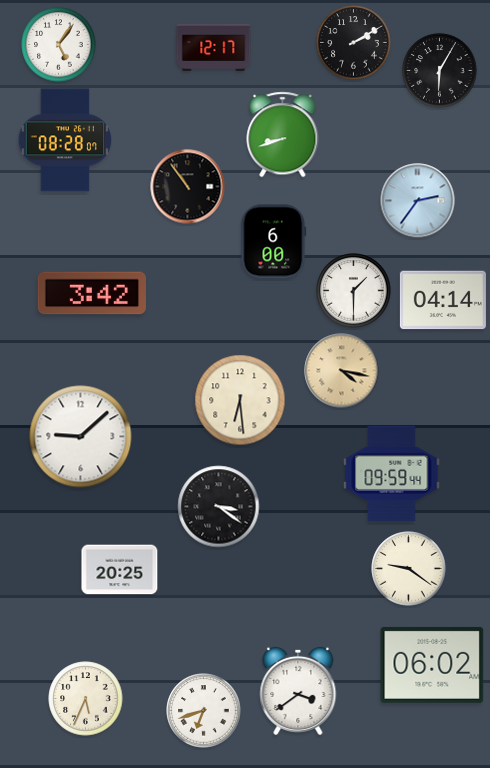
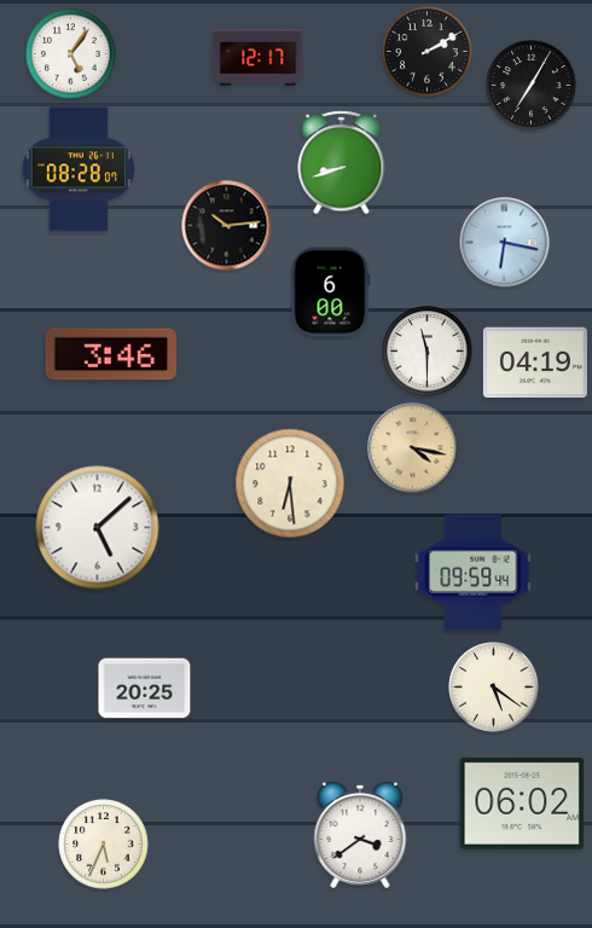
clock at (440, 71): 6:05 -> 7:05
clock at (188, 187): 10:54 -> 10:14
clock at (418, 201): 2:36 -> 6:17
clock at (354, 291): 1:30 -> 11:30
clock at (91, 293): 3:42 -> 3:46
clock at (443, 300): 04:14 -> 04:19
clock at (81, 437): 9:08 -> 5:08
clock at (219, 507): 3:21 -> none
clock at (409, 569): 9:21 -> 5:21
clock at (204, 711): 6:42 -> none
